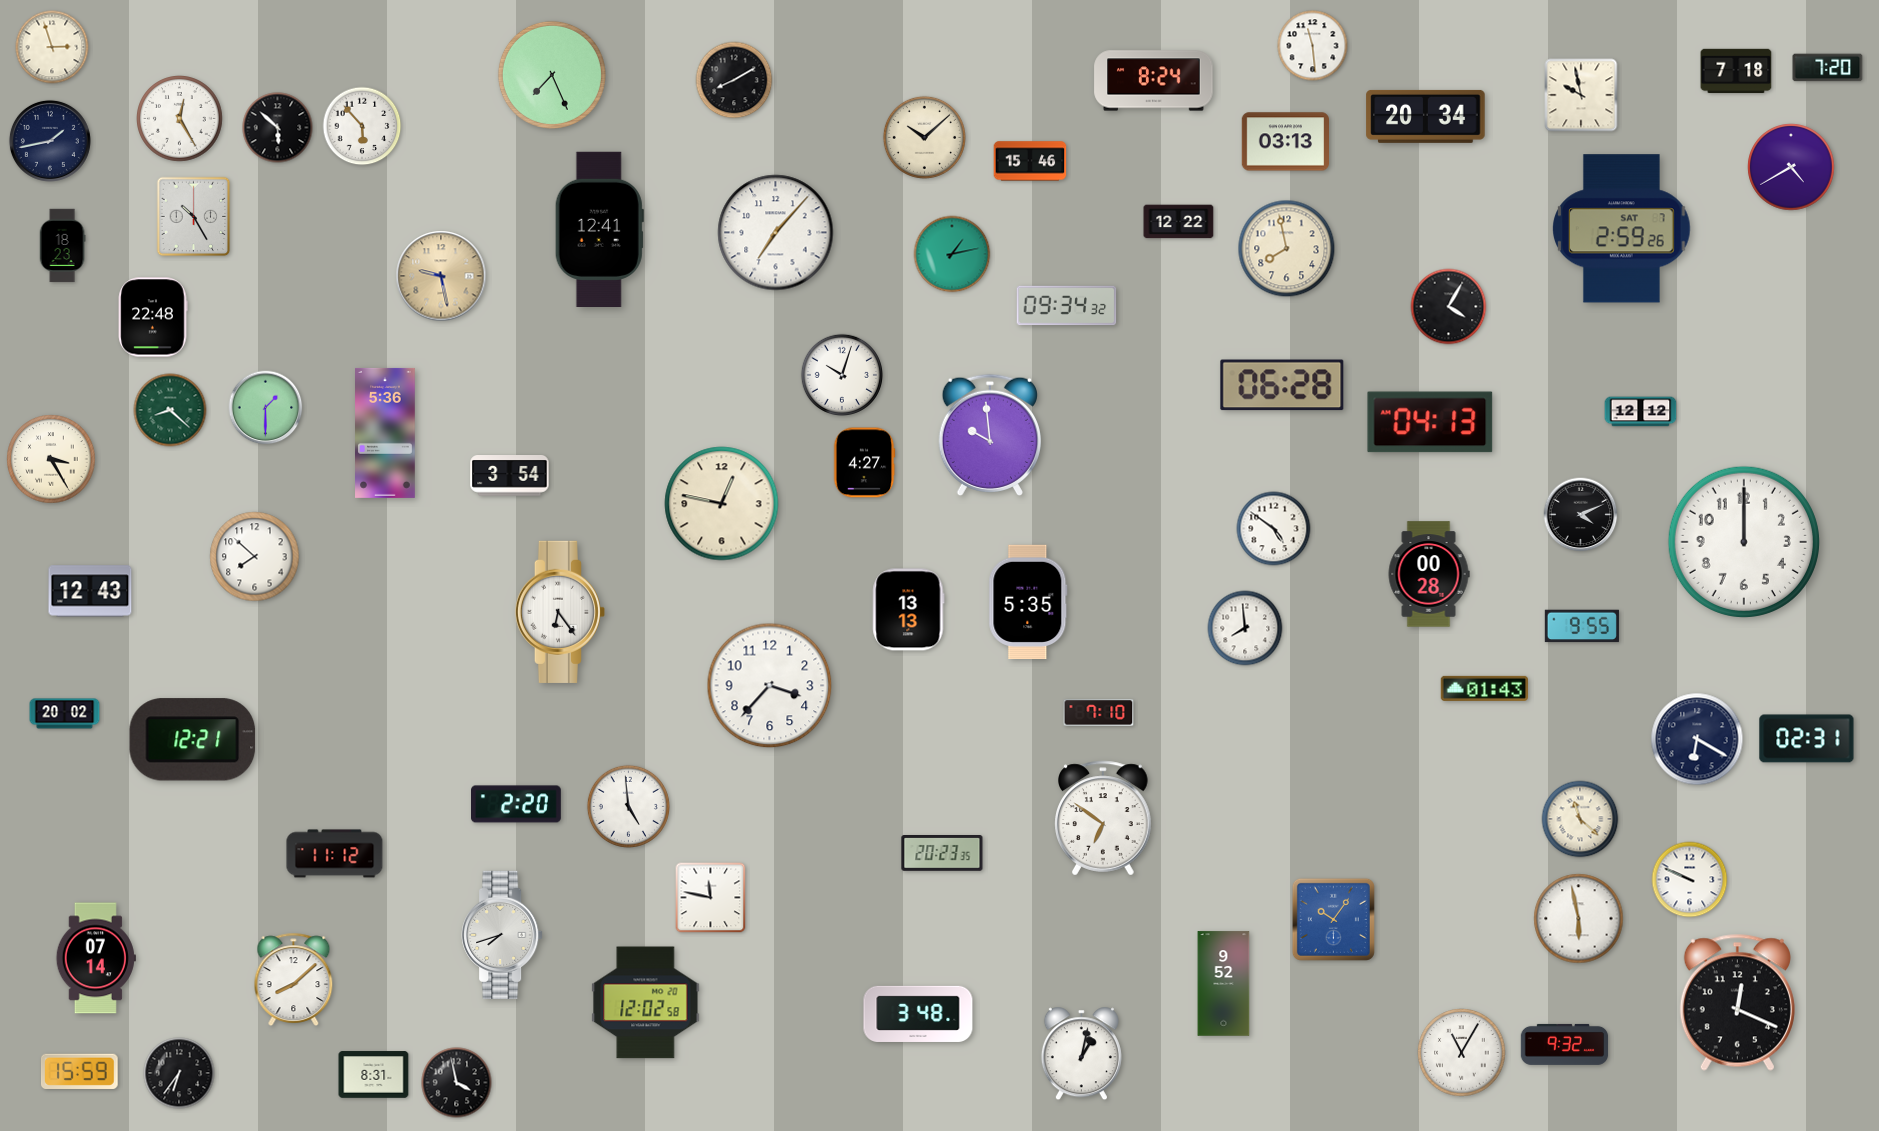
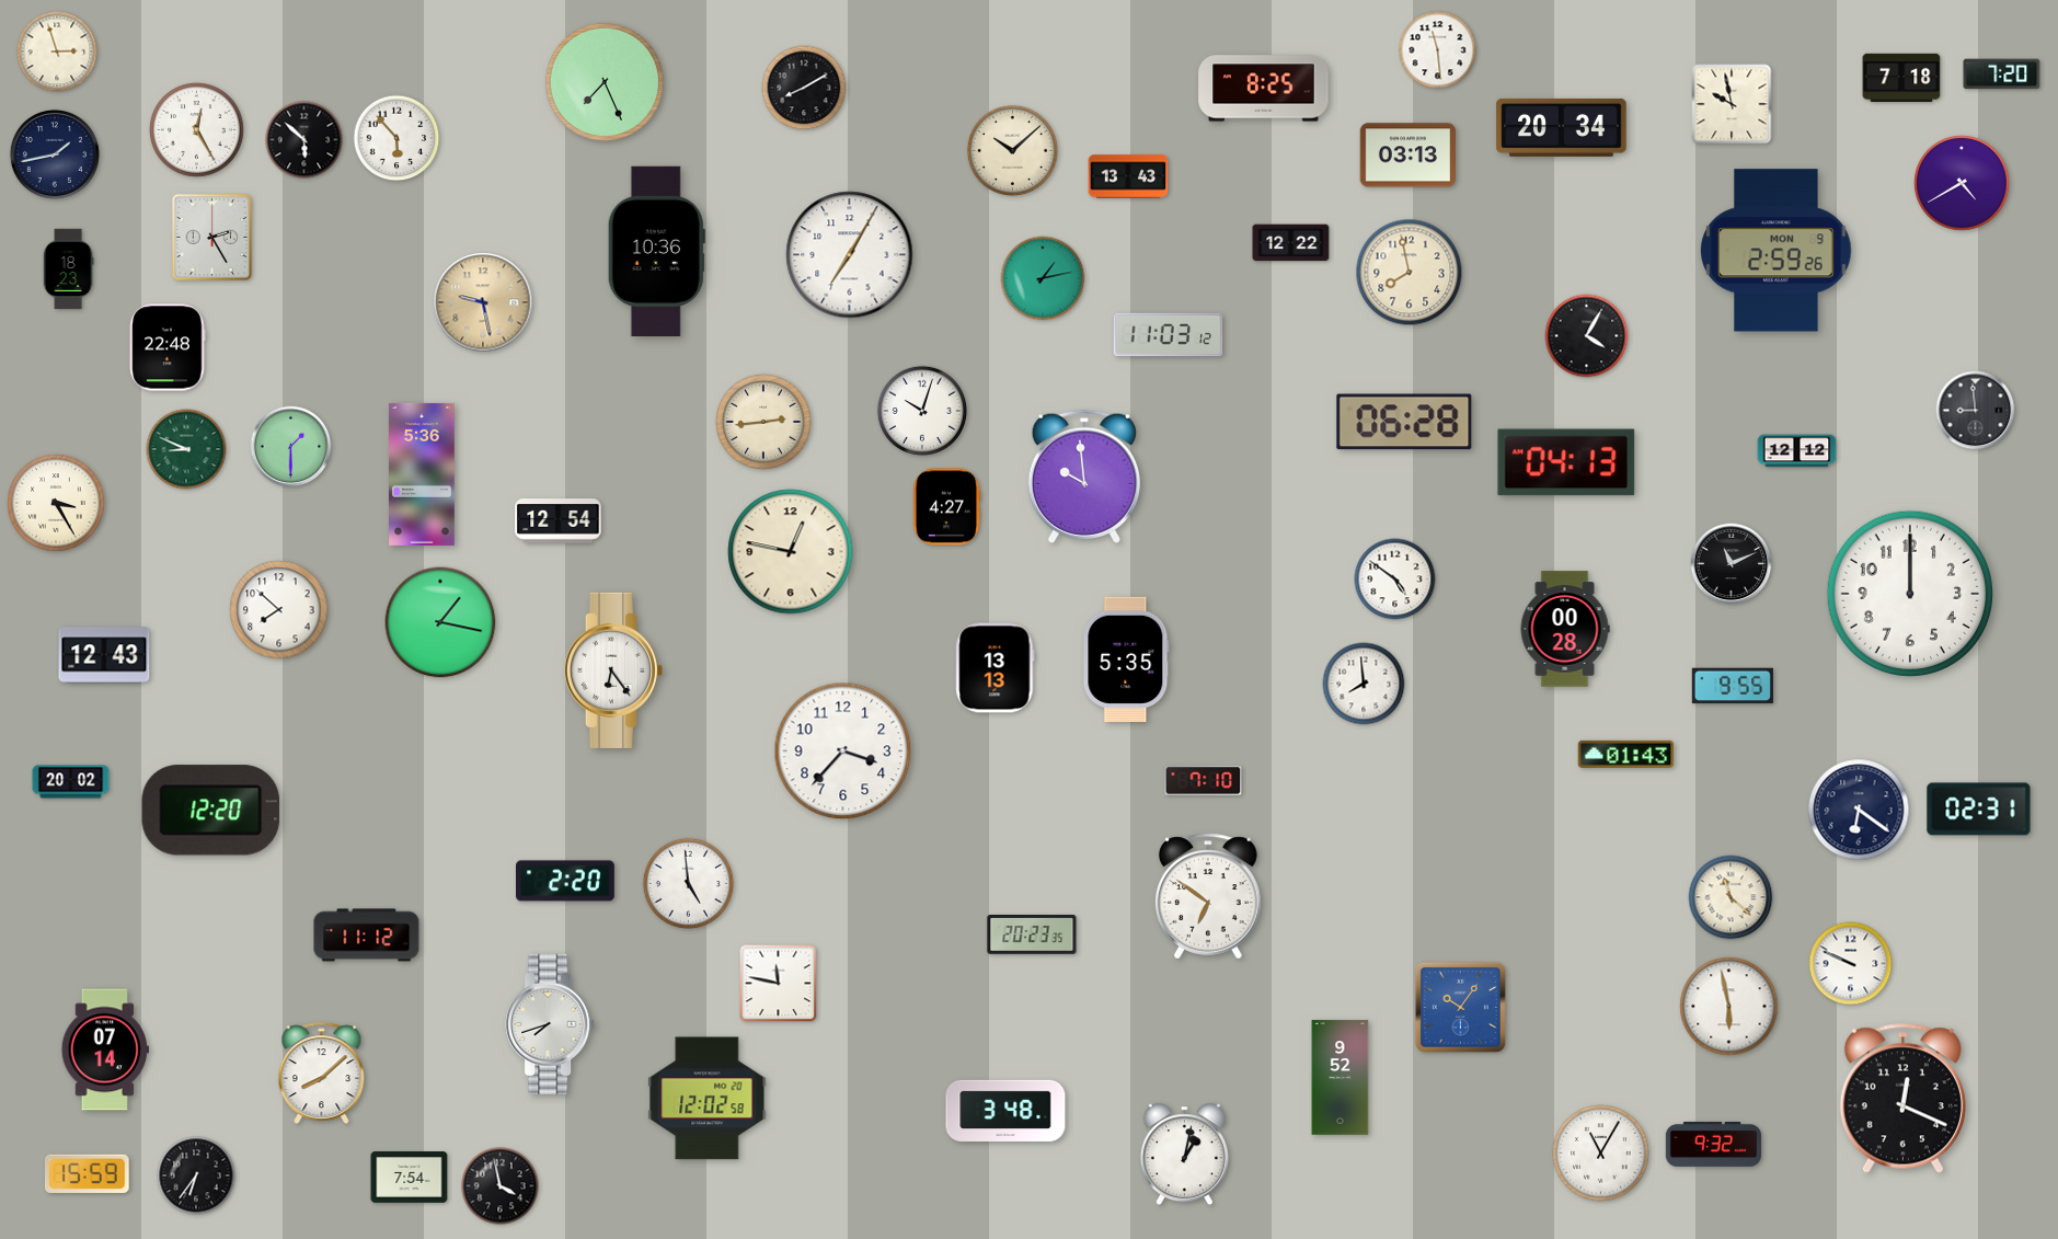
clock at (1154, 81): 8:24 -> 8:25
clock at (1030, 161): 15:46 -> 13:43
clock at (194, 217): 10:25 -> 2:25
clock at (599, 229): 12:41 -> 10:36
clock at (1622, 229) date: SAT 7 -> MON 9
clock at (776, 233): 7:07 -> 7:05
clock at (1067, 306): 09:34 -> 11:03
clock at (1976, 411): none -> 8:59
clock at (763, 422): none -> 2:44
clock at (170, 410): 8:22 -> 8:49
clock at (510, 476): 3:54 -> 12:54
clock at (1581, 515): 4:11 -> 11:11
clock at (440, 622): none -> 1:17
clock at (90, 591) position: (90, 591) -> (104, 655)
clock at (1245, 628) position: (1245, 628) -> (1364, 684)
clock at (1697, 739): 6:20 -> 6:21
clock at (193, 740): 12:21 -> 12:20
clock at (374, 1075): 8:31 -> 7:54
